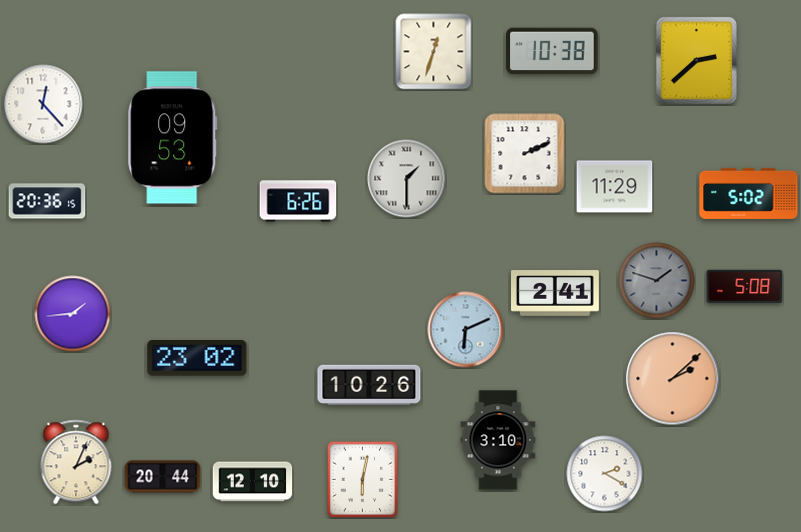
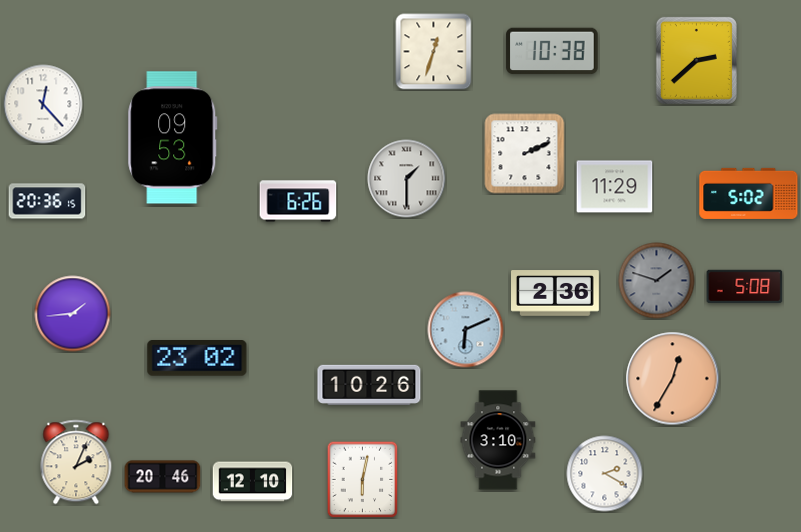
clock at (556, 293): 2:41 -> 2:36
clock at (673, 379): 2:08 -> 12:35
clock at (163, 477): 20:44 -> 20:46
